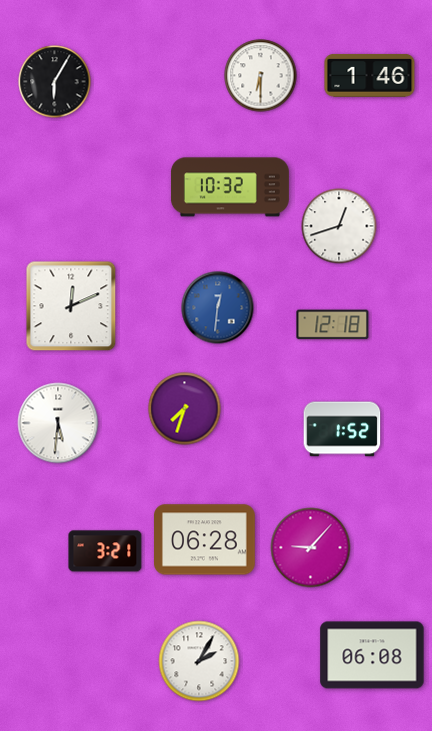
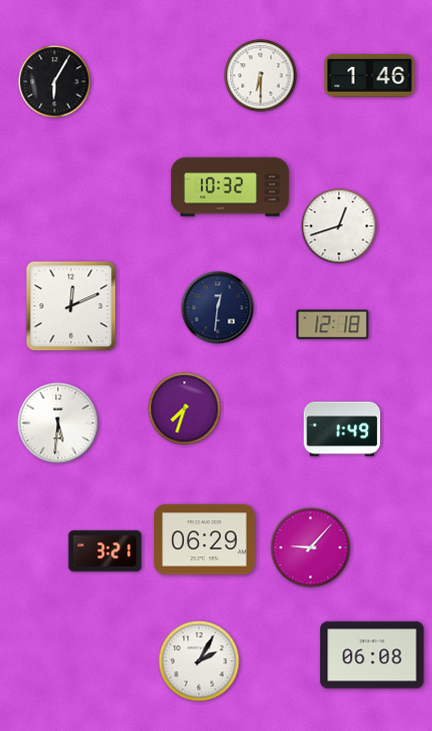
clock at (218, 308) dial: blue -> navy
clock at (342, 429): 1:52 -> 1:49
clock at (205, 540): 06:28 -> 06:29
